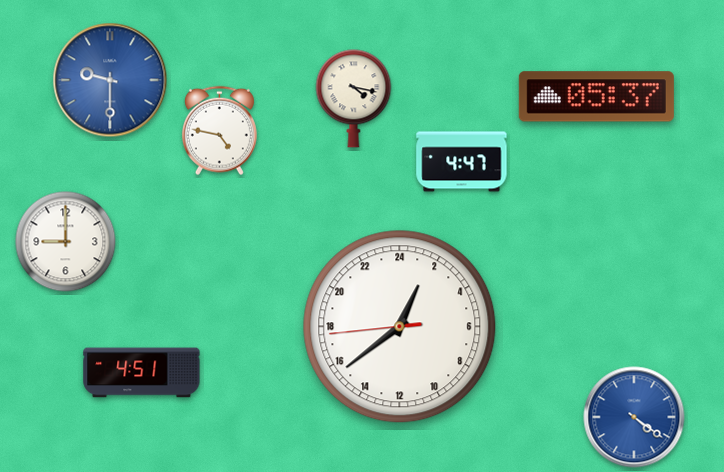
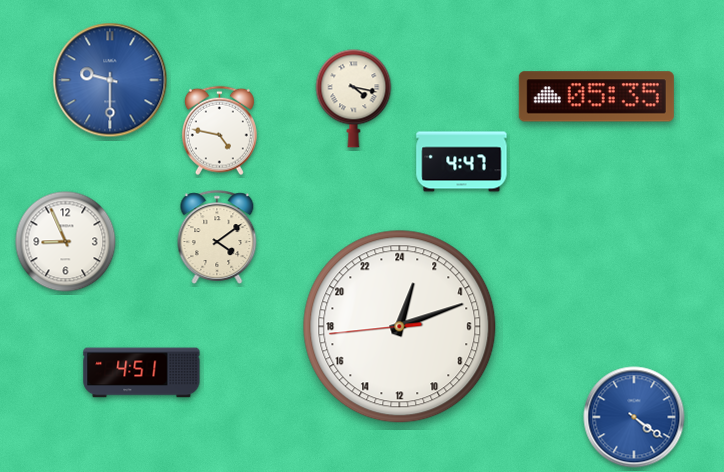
clock at (596, 97): 05:37 -> 05:35
clock at (217, 237): none -> 4:09
clock at (66, 242): 9:00 -> 8:56
clock at (400, 327): 1:38 -> 1:11
